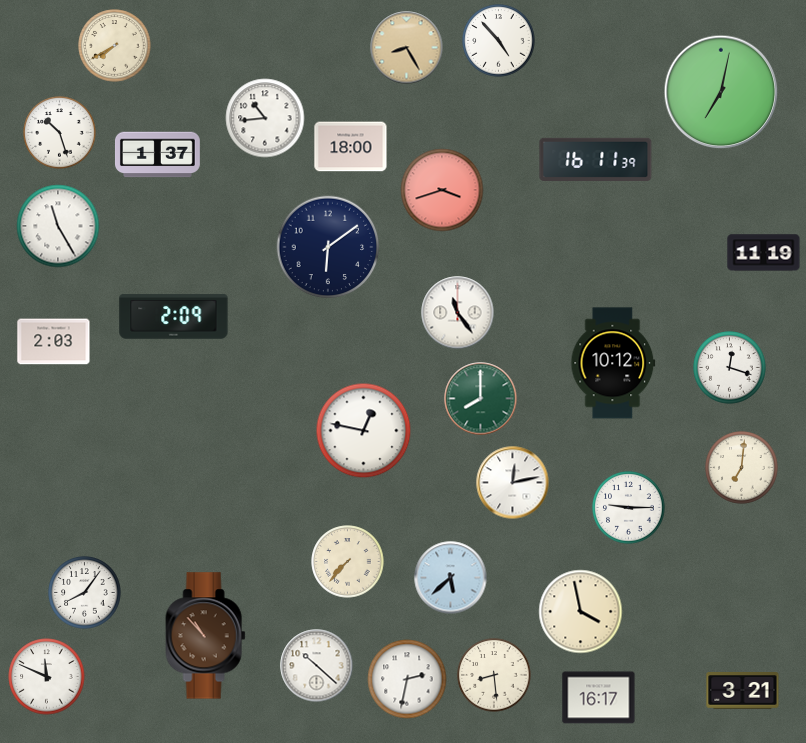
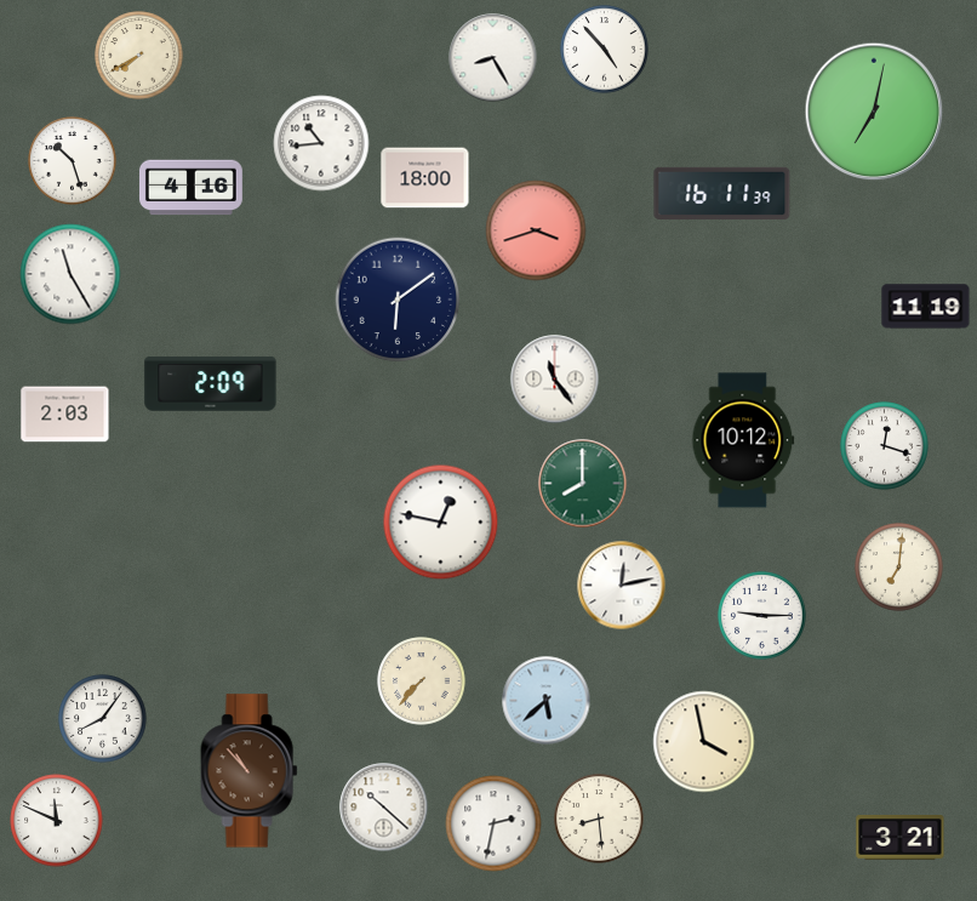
clock at (407, 48) dial: champagne -> white
clock at (157, 155): 1:37 -> 4:16
clock at (599, 698): 16:17 -> none
